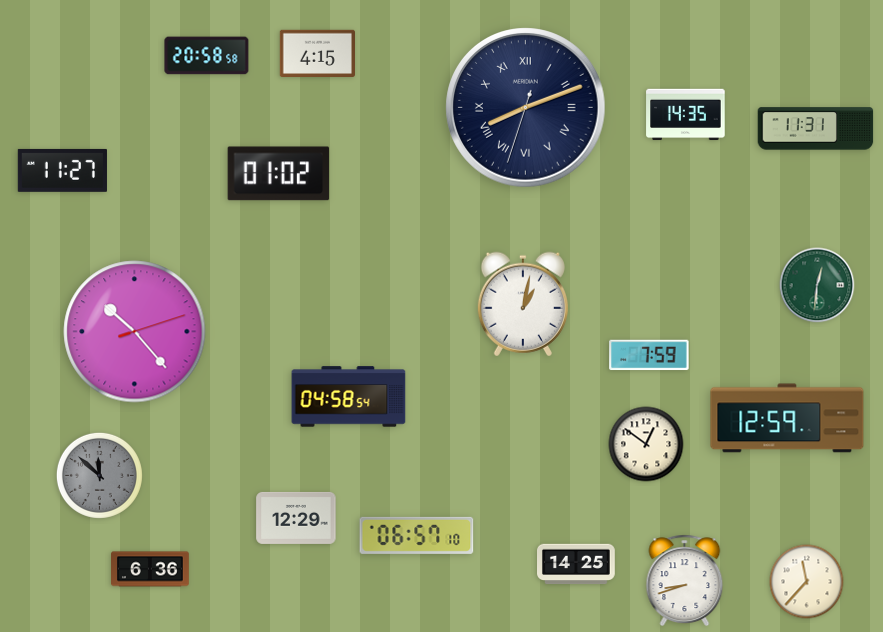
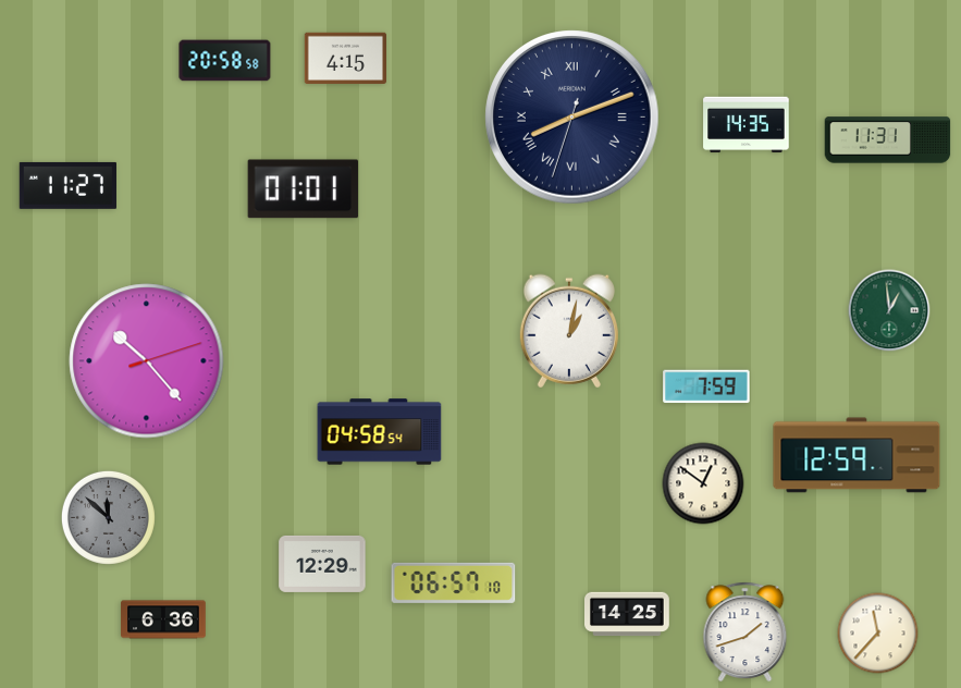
clock at (279, 174): 01:02 -> 01:01
clock at (817, 285): 12:31 -> 12:59
clock at (685, 581): 8:42 -> 1:42
